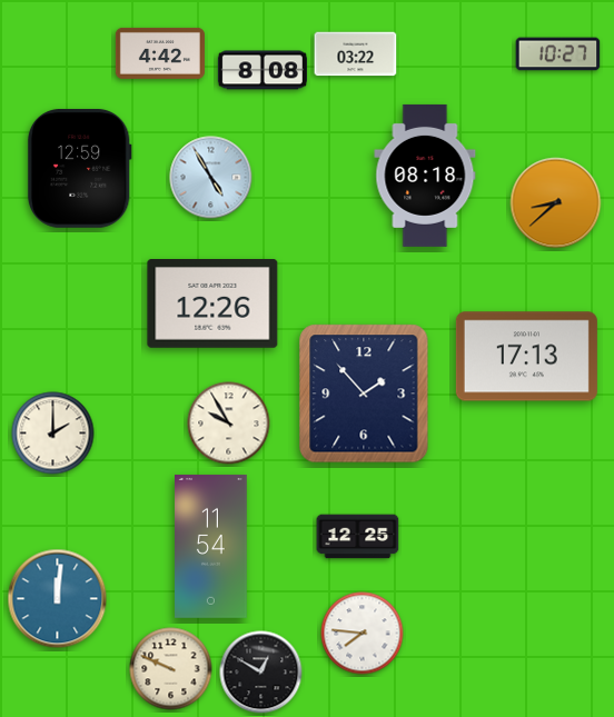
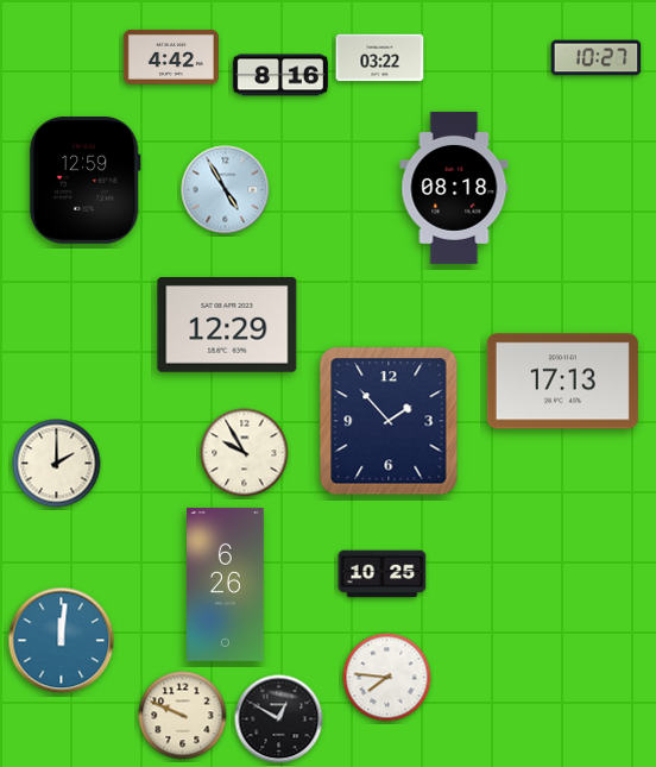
clock at (263, 70): 8:08 -> 8:16
clock at (556, 203): 8:38 -> none
clock at (212, 305): 12:26 -> 12:29
clock at (358, 537): 12:25 -> 10:25
clock at (211, 546): 11:54 -> 6:26
